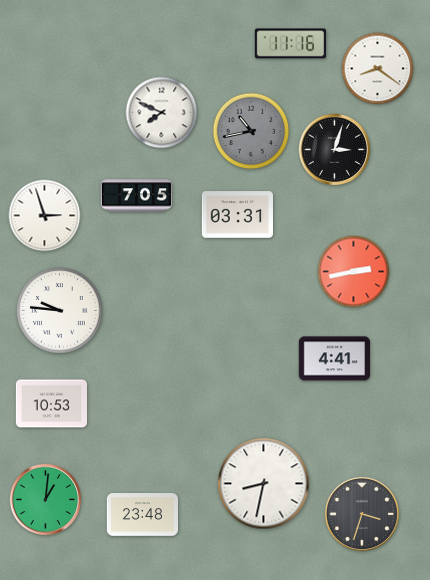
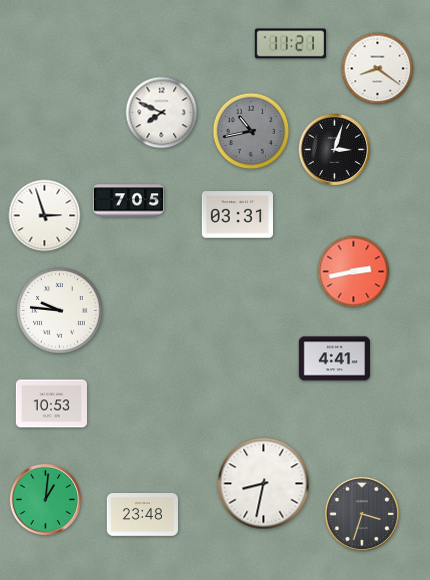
clock at (290, 44): 11:16 -> 11:21
clock at (136, 196) position: (136, 196) -> (128, 201)
